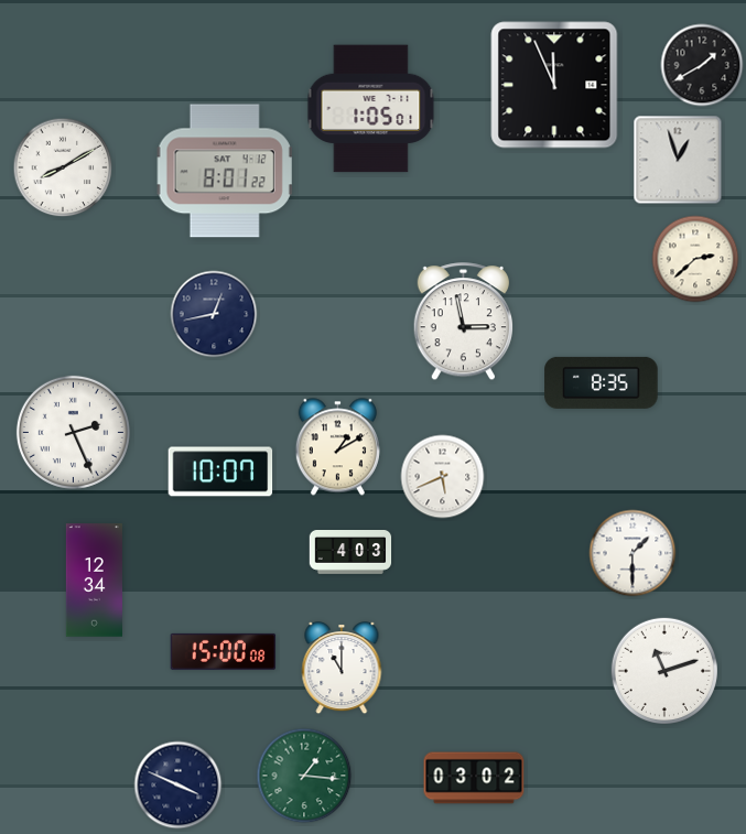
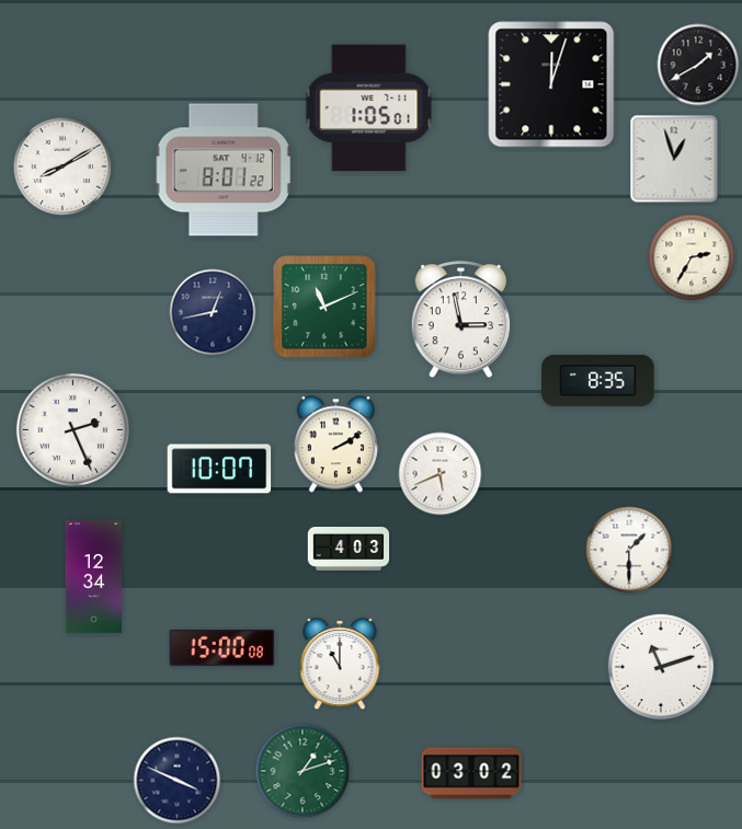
clock at (554, 85): 11:56 -> 12:03
clock at (695, 259): 2:38 -> 2:35
clock at (324, 307): none -> 11:11
clock at (337, 447): 1:10 -> 2:10
clock at (304, 776): 1:16 -> 1:12
